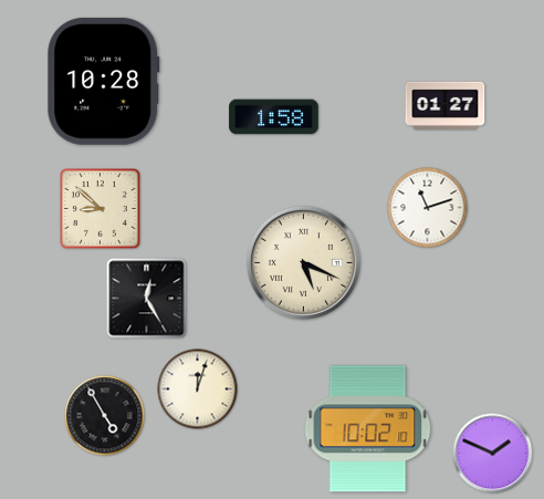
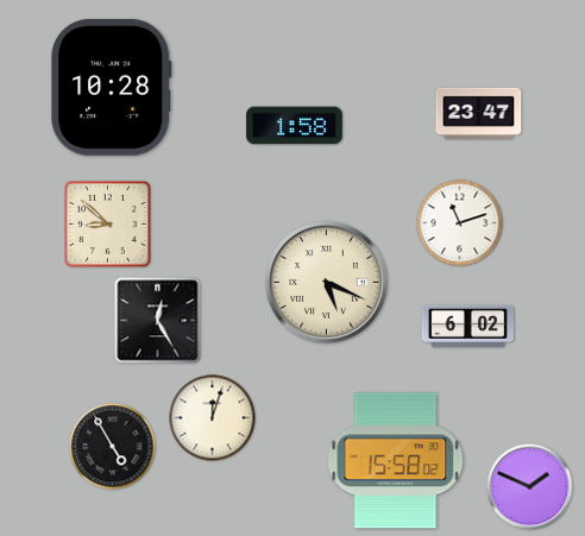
clock at (446, 105): 01:27 -> 23:47
clock at (467, 326): none -> 6:02
clock at (368, 429): 10:02 -> 15:58
